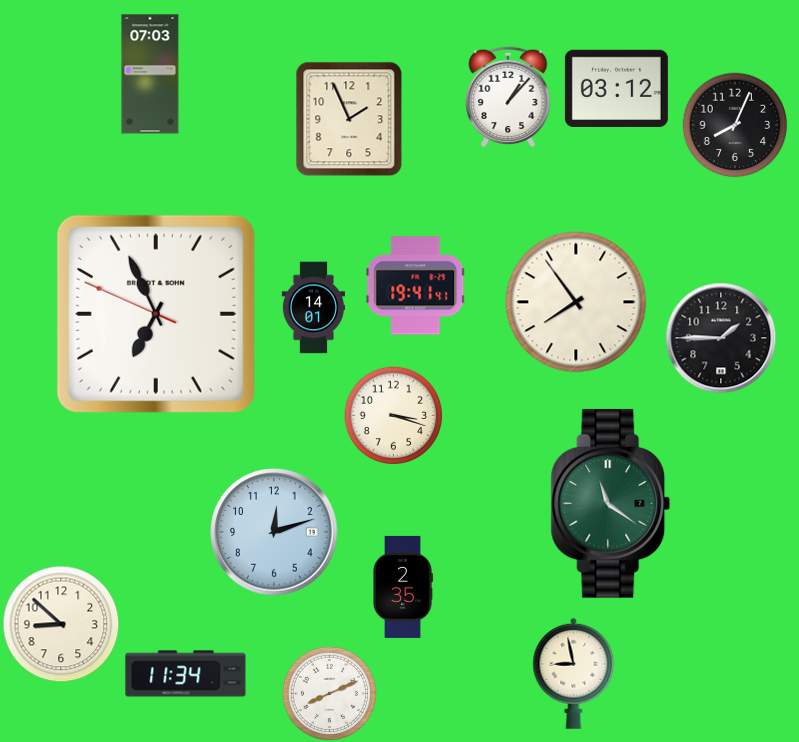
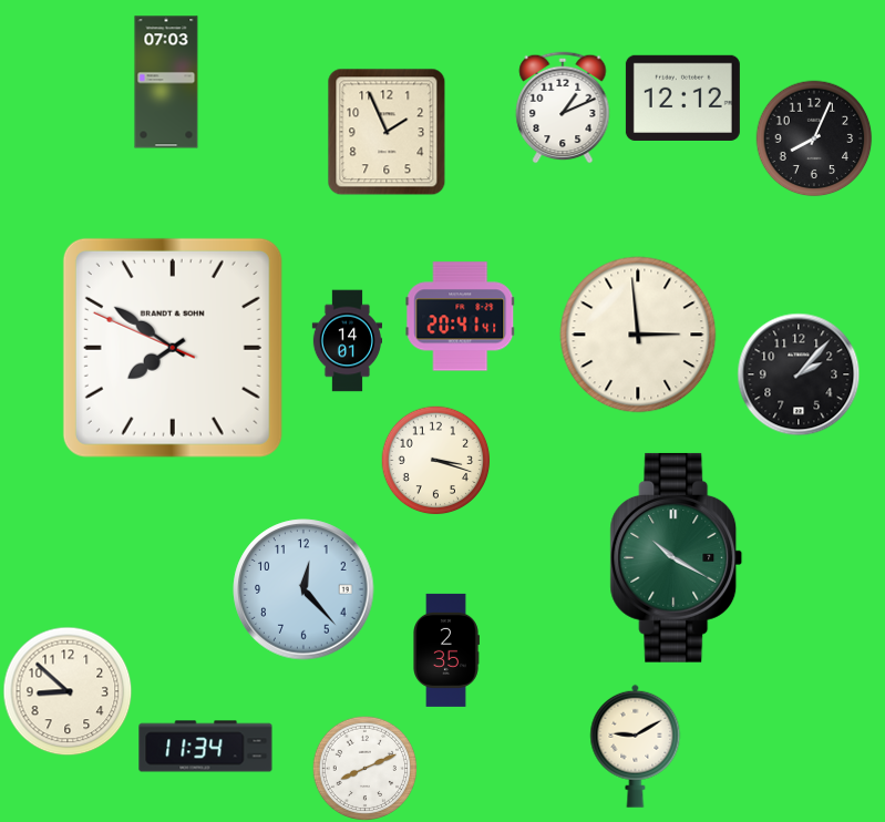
clock at (616, 88): 03:12 -> 12:12
clock at (508, 97): 1:07 -> 1:11
clock at (416, 286): 19:41 -> 20:41
clock at (576, 302): 7:54 -> 2:59
clock at (156, 314): 6:55 -> 7:50
clock at (721, 338): 1:45 -> 2:07
clock at (611, 503): 11:21 -> 10:20
clock at (274, 532): 12:12 -> 12:23
clock at (574, 673): 8:58 -> 9:10
